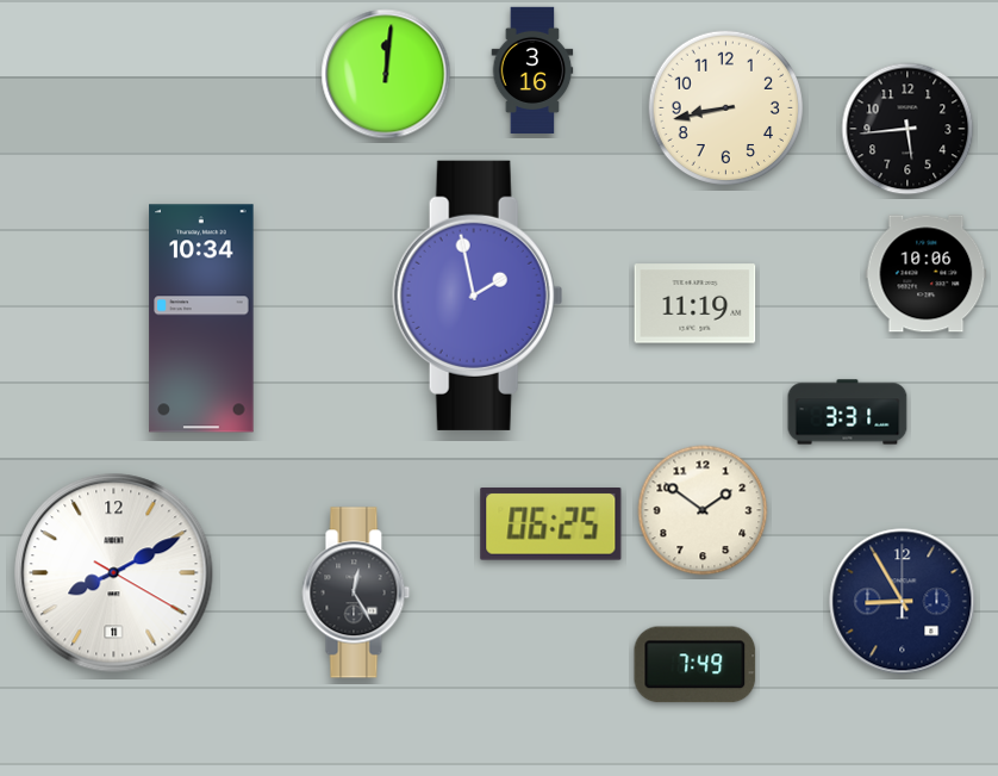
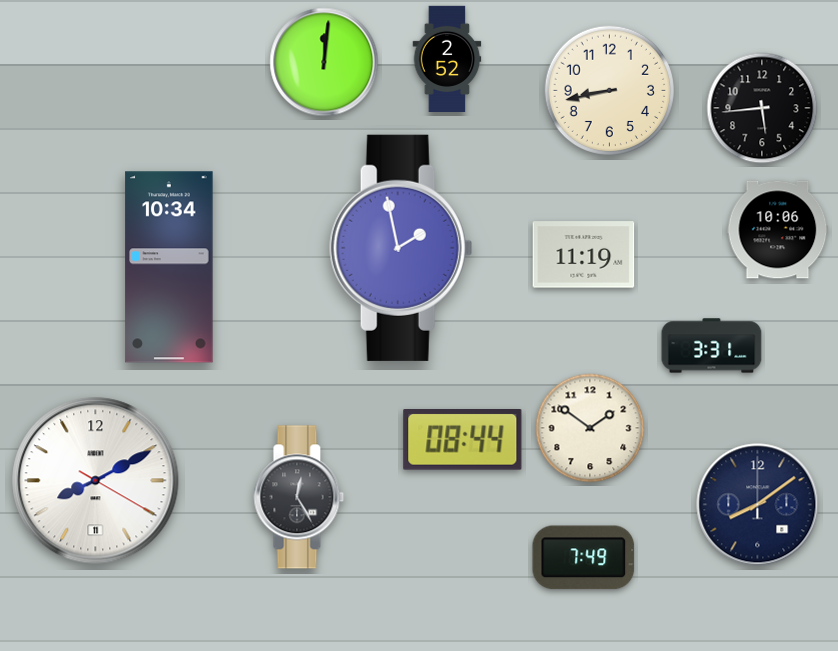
clock at (532, 69): 3:16 -> 2:52
clock at (551, 524): 06:25 -> 08:44
clock at (903, 602): 8:55 -> 8:09
